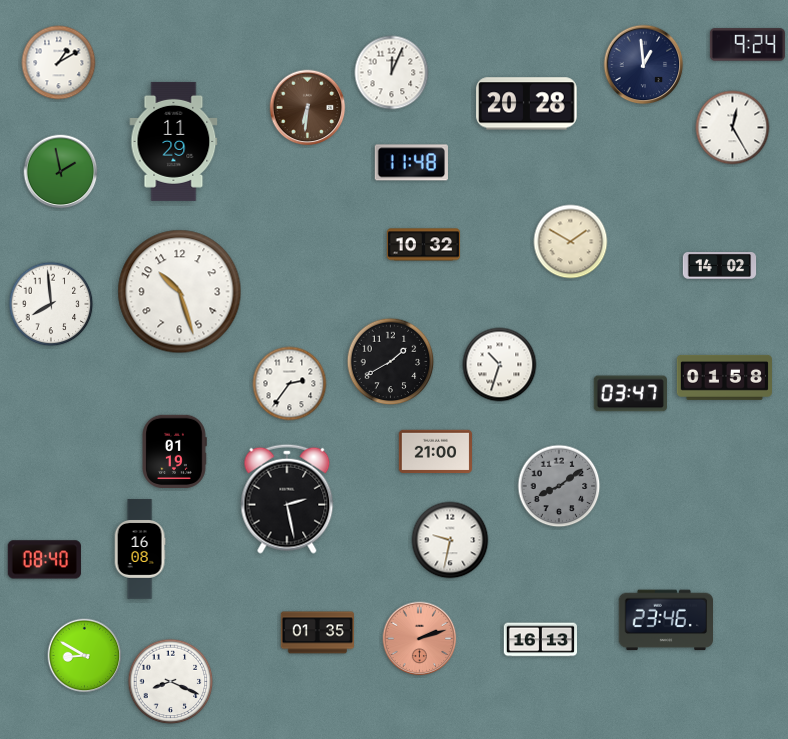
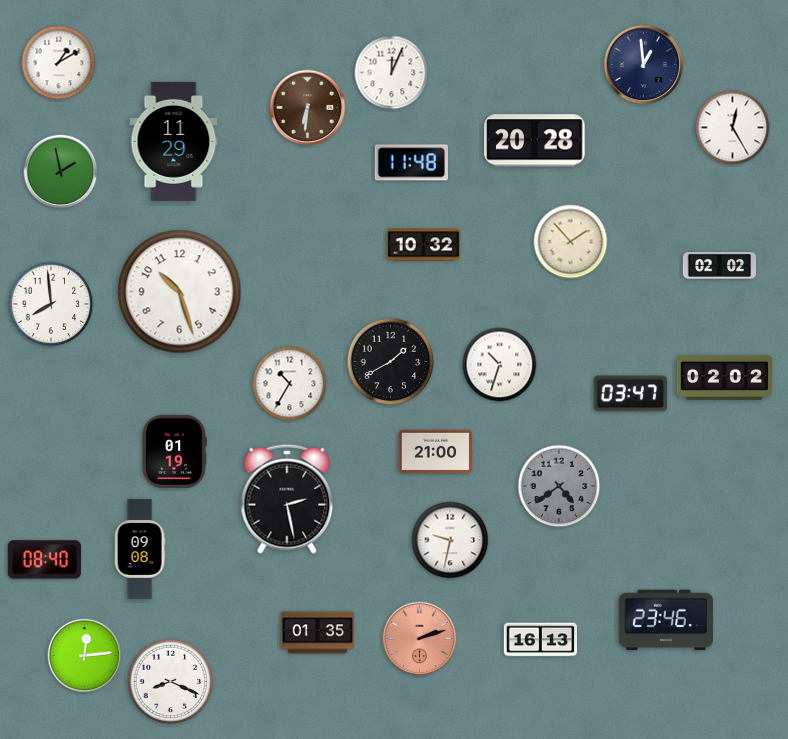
clock at (747, 45): 9:24 -> none
clock at (527, 104) position: (527, 104) -> (535, 141)
clock at (571, 242): 1:50 -> 1:53
clock at (720, 266): 14:02 -> 02:02
clock at (724, 377): 01:58 -> 02:02
clock at (290, 384): 2:36 -> 10:35
clock at (559, 486): 8:09 -> 4:39
clock at (140, 549): 16:08 -> 09:08
clock at (85, 656): 8:50 -> 12:14
